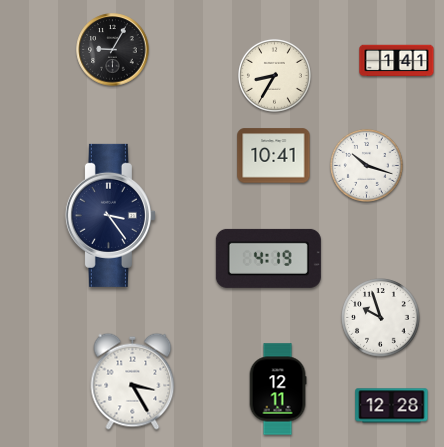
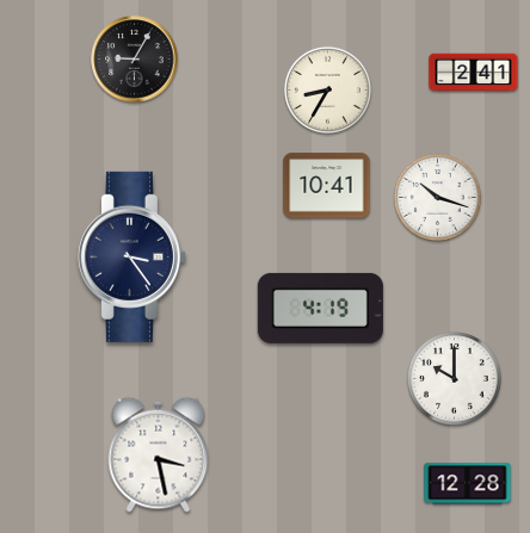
clock at (397, 61): 1:41 -> 2:41
clock at (381, 318): 9:57 -> 10:00
clock at (133, 381): 3:25 -> 3:28
clock at (278, 389): 12:11 -> none
